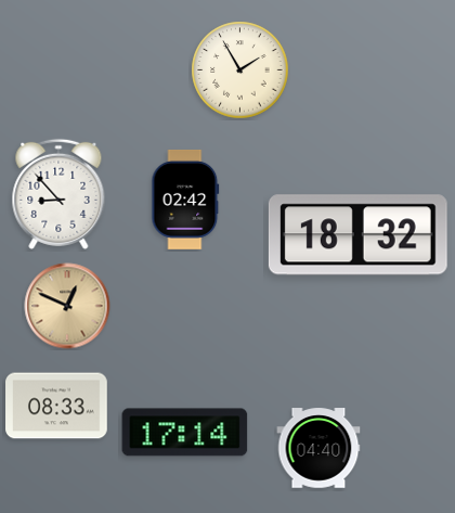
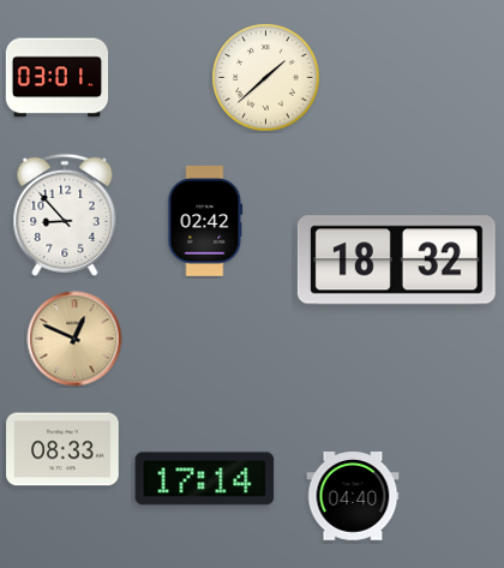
clock at (58, 78): none -> 03:01
clock at (240, 70): 1:55 -> 1:38
